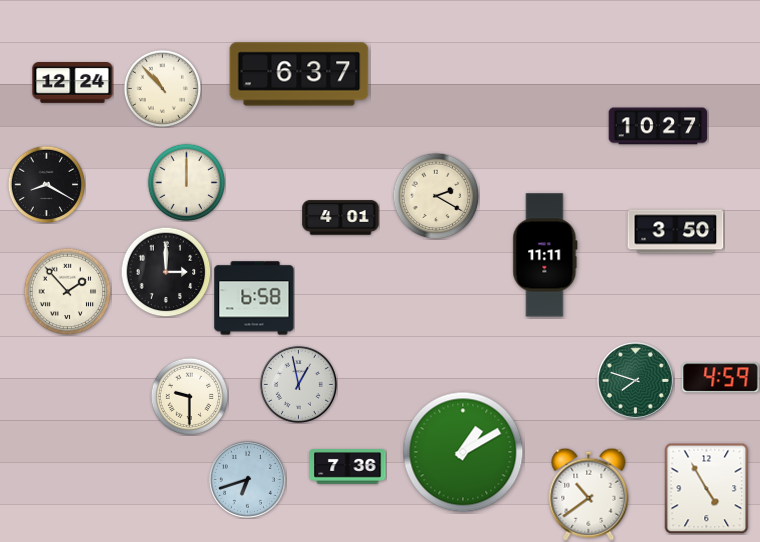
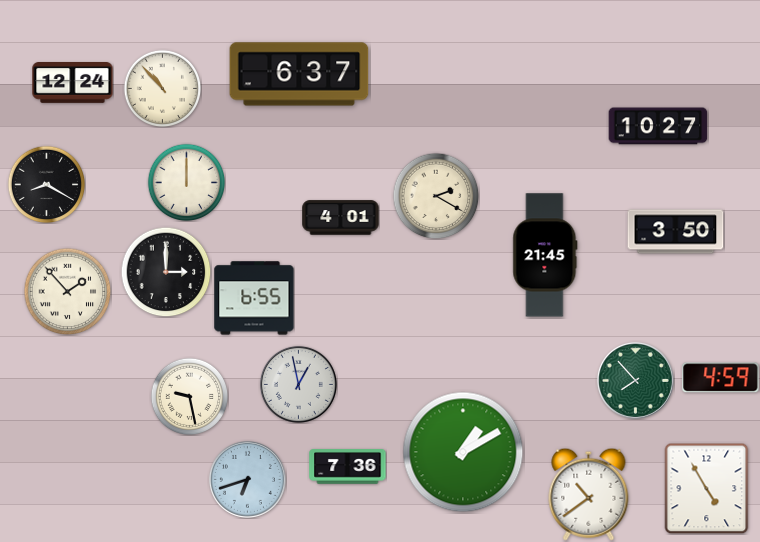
clock at (545, 255): 11:11 -> 21:45
clock at (254, 298): 6:58 -> 6:55
clock at (635, 380): 7:48 -> 7:53
clock at (189, 396): 9:30 -> 9:28
